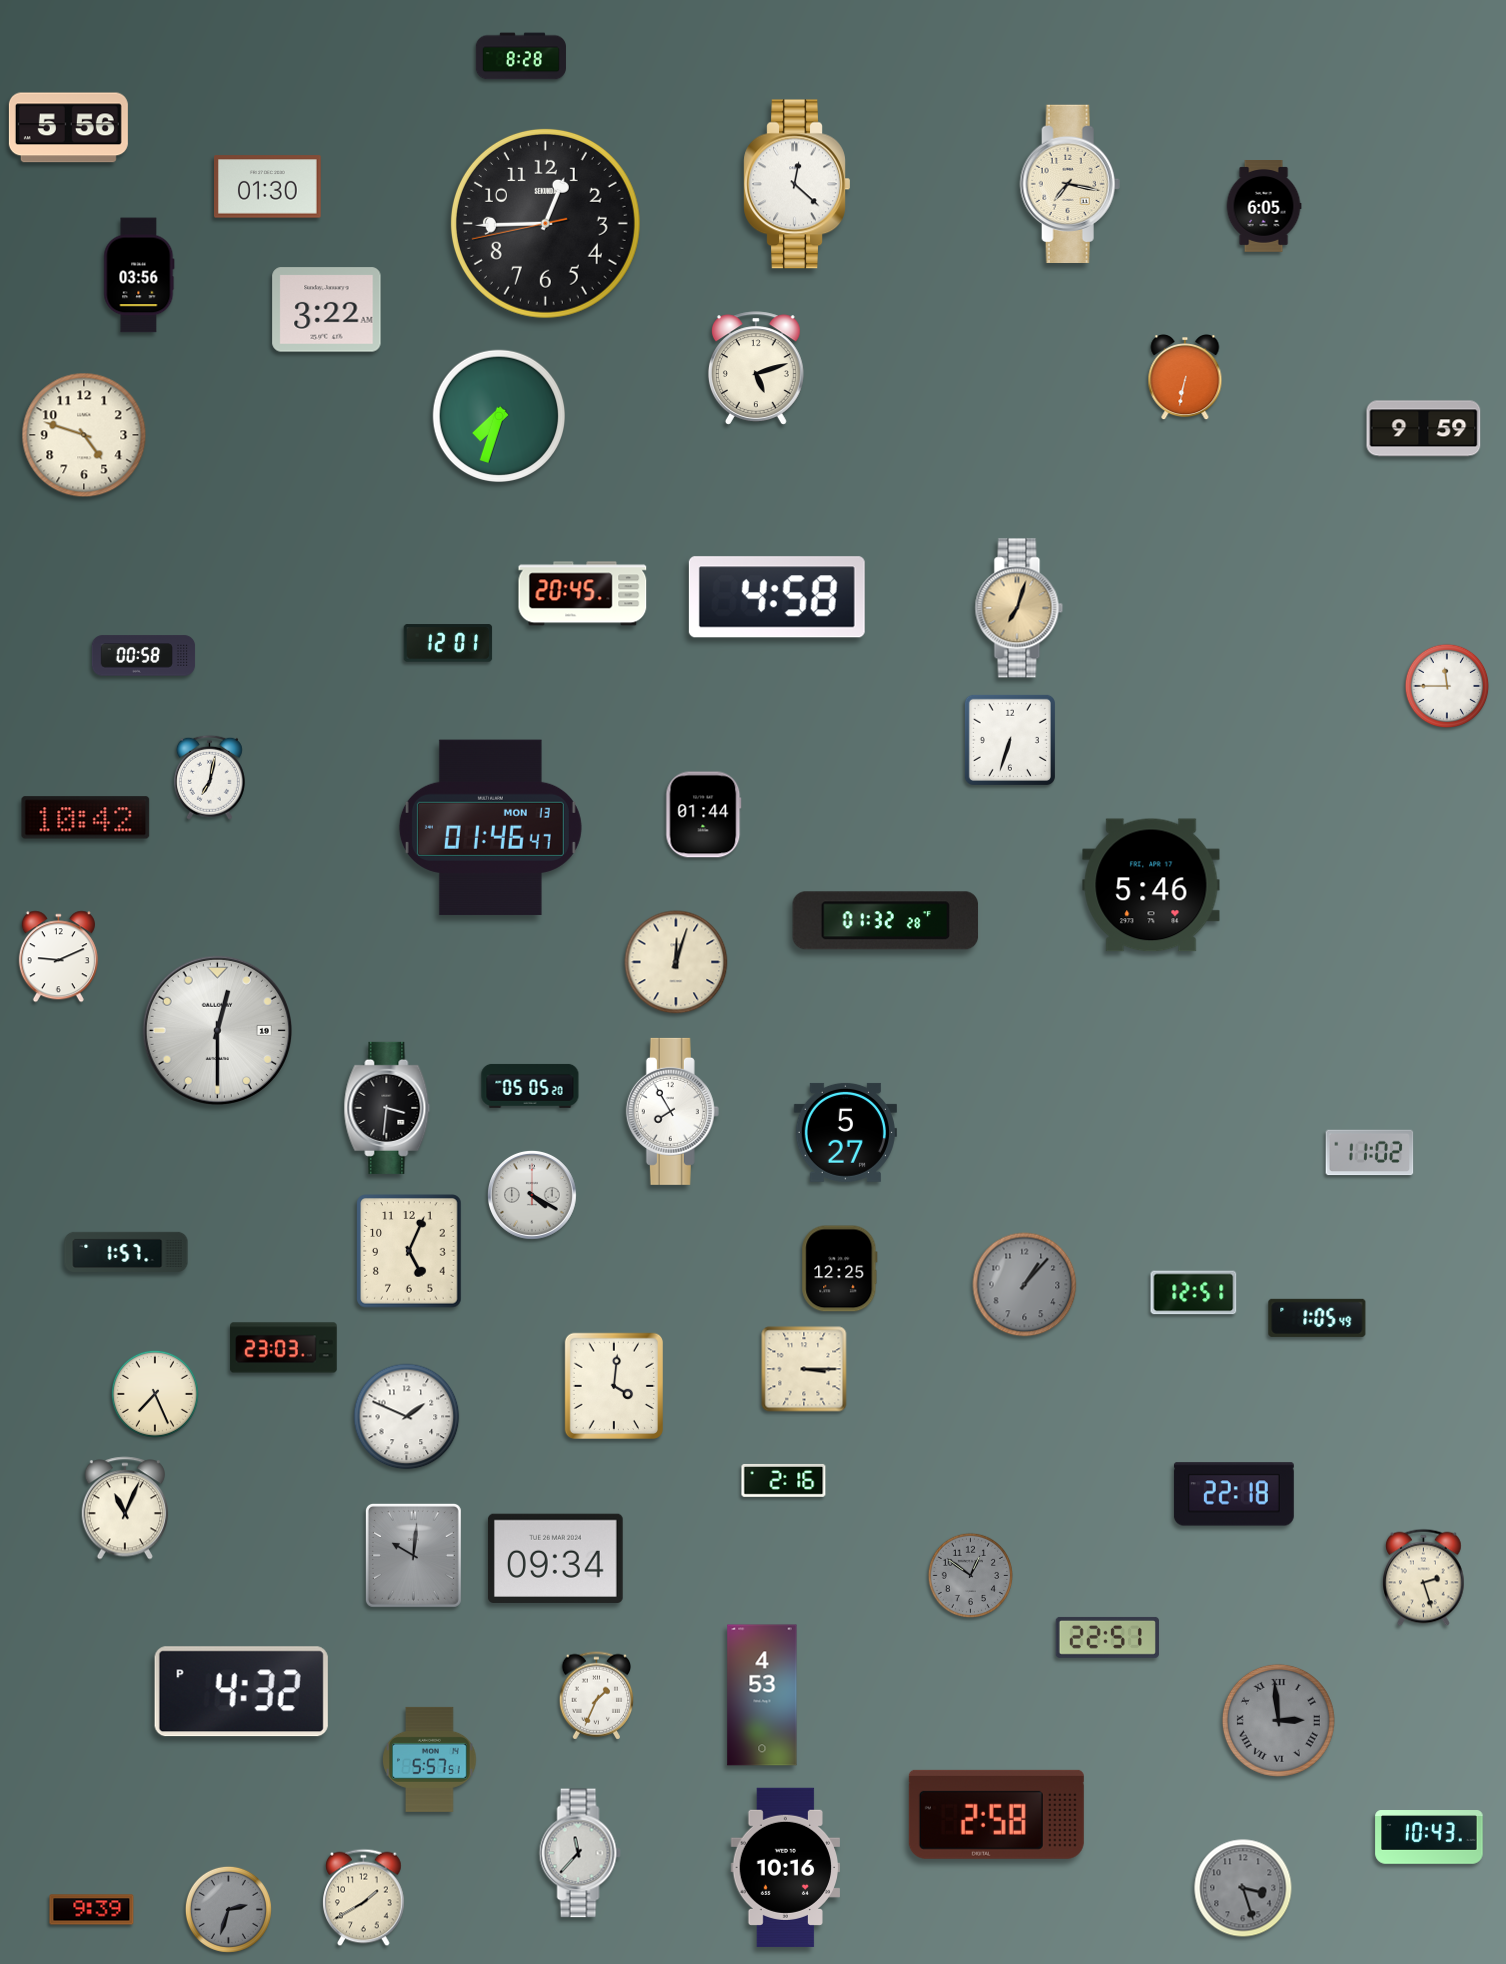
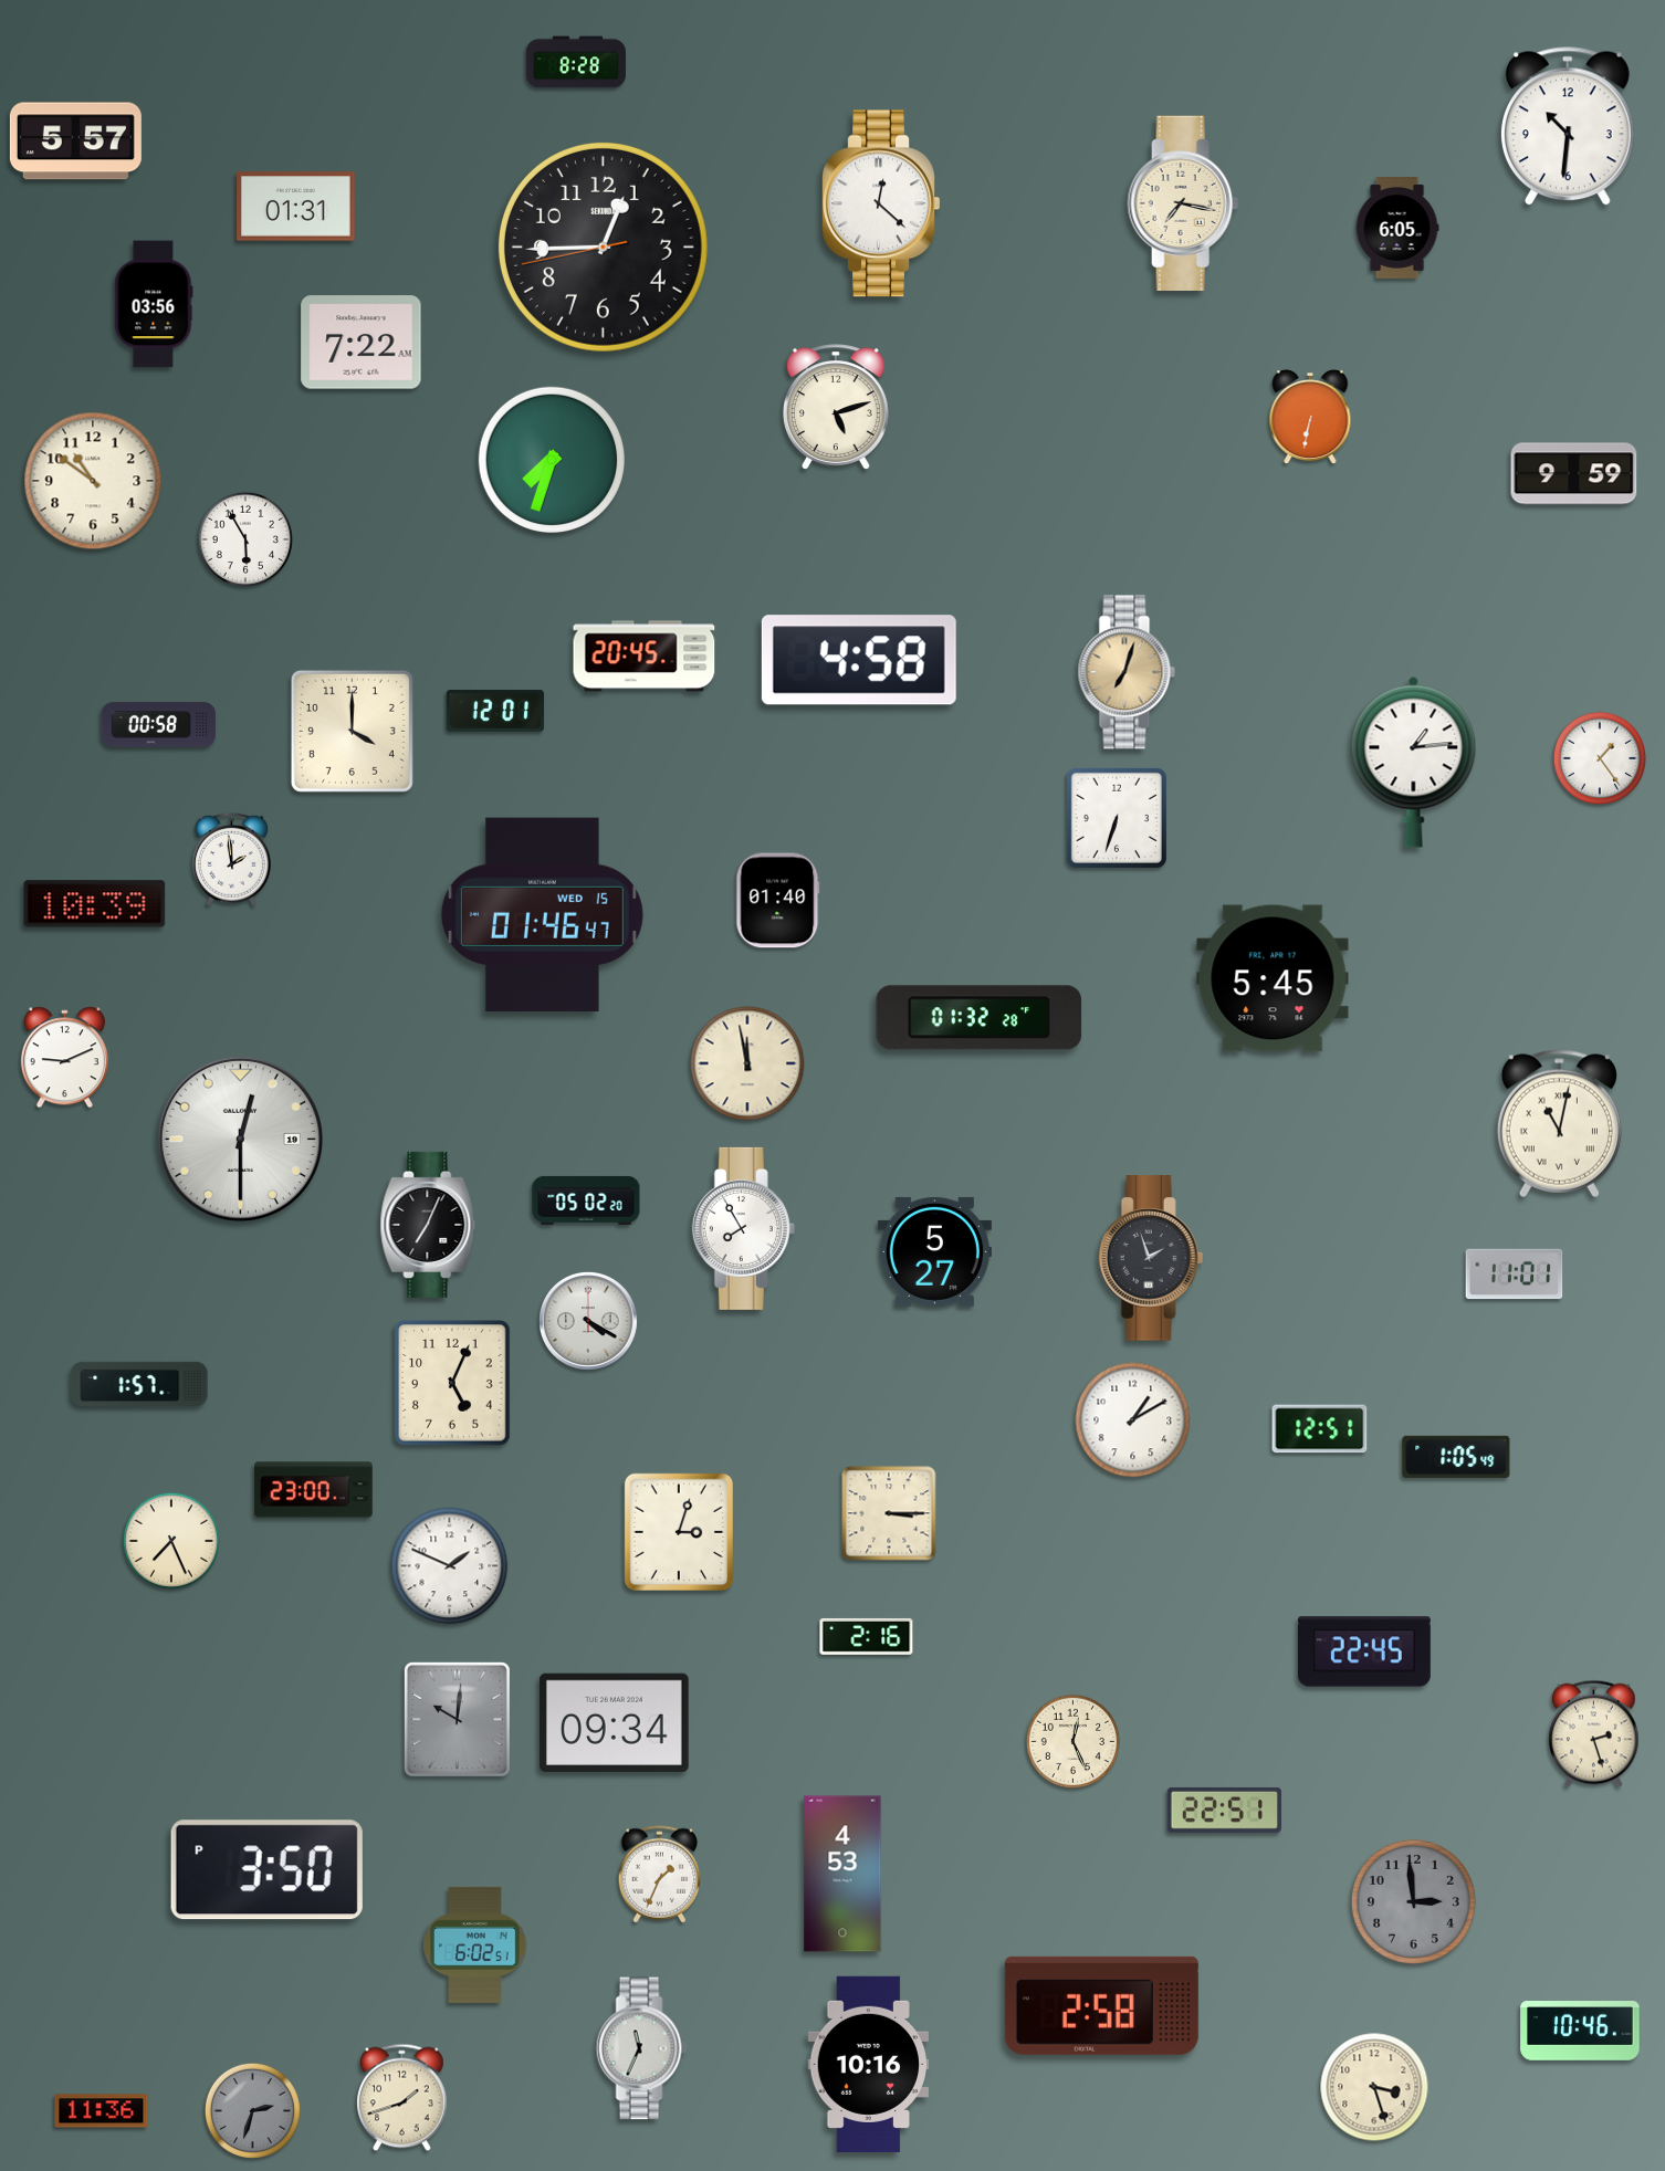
clock at (1568, 127): none -> 10:31
clock at (68, 128): 5:56 -> 5:57
clock at (268, 187): 01:30 -> 01:31
clock at (327, 310): 3:22 -> 7:22
clock at (84, 435): 4:48 -> 10:51
clock at (245, 539): none -> 5:55
clock at (352, 731): none -> 4:00
clock at (1447, 686): 11:45 -> 1:24
clock at (1414, 762): none -> 1:14
clock at (209, 777): 7:02 -> 1:59
clock at (704, 815): 01:44 -> 01:40
clock at (86, 818): 10:42 -> 10:39
clock at (490, 828) date: MON 13 -> WED 15
clock at (1151, 885): 5:46 -> 5:45
clock at (676, 962): 12:03 -> 11:58
clock at (1559, 1124): none -> 11:02
clock at (530, 1086): 05:05 -> 05:02
clock at (387, 1108): 3:31 -> 7:04
clock at (1151, 1258): none -> 1:57
clock at (1370, 1153): 11:02 -> 11:01
clock at (840, 1269): 12:25 -> none
clock at (1025, 1285): 1:07 -> 1:10
clock at (1025, 1285) dial: grey -> white
clock at (284, 1348): 23:03 -> 23:00
clock at (614, 1385): 4:01 -> 3:03
clock at (1234, 1494): 22:18 -> 22:45
clock at (124, 1508): 11:04 -> none
clock at (970, 1575): 12:51 -> 12:26
clock at (970, 1575) dial: grey -> cream
clock at (1424, 1578) position: (1424, 1578) -> (1594, 1734)
clock at (241, 1692): 4:32 -> 3:50
clock at (1278, 1720) numerals: Roman -> Arabic
clock at (430, 1759): 5:57 -> 6:02
clock at (1429, 1838): 10:43 -> 10:46
clock at (580, 1853): 11:37 -> 11:34
clock at (1243, 1888) dial: grey -> cream
clock at (364, 1898): 1:40 -> 1:42
clock at (92, 1910): 9:39 -> 11:36
